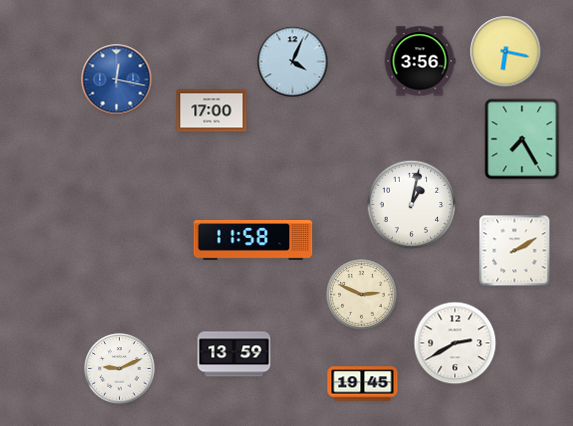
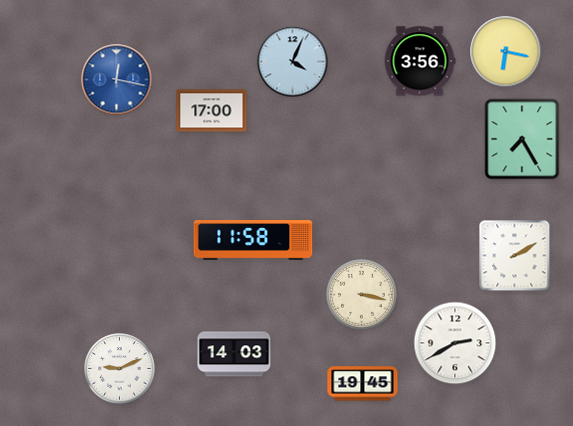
clock at (412, 205): 1:02 -> none
clock at (515, 251) position: (515, 251) -> (515, 256)
clock at (362, 295): 2:49 -> 3:17
clock at (234, 354): 13:59 -> 14:03
